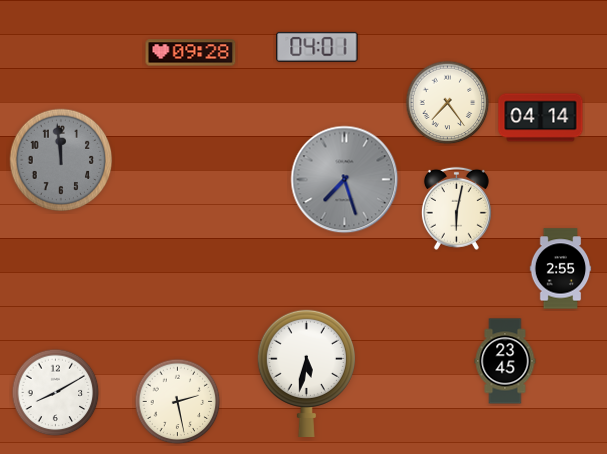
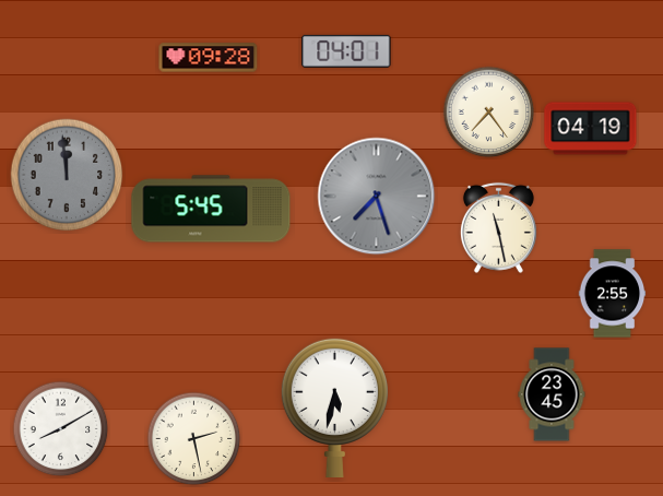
clock at (541, 118): 04:14 -> 04:19
clock at (211, 209): none -> 5:45
clock at (456, 208): 6:02 -> 11:28
